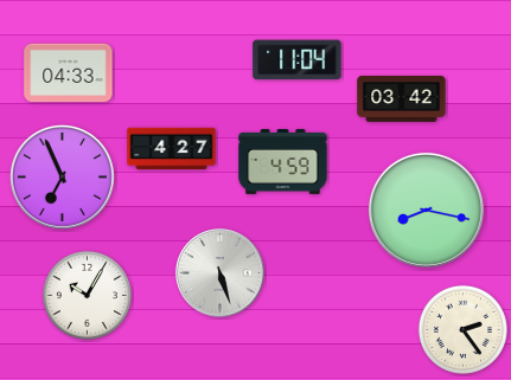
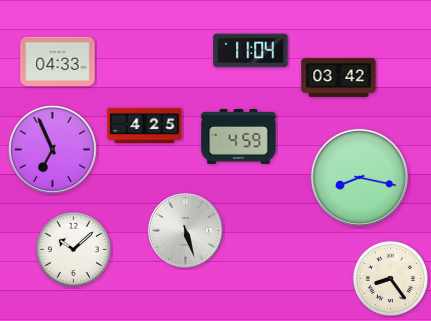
clock at (402, 98) position: (402, 98) -> (339, 77)
clock at (172, 149): 4:27 -> 4:25
clock at (87, 295): 10:05 -> 10:08
clock at (462, 329): 2:24 -> 8:24
